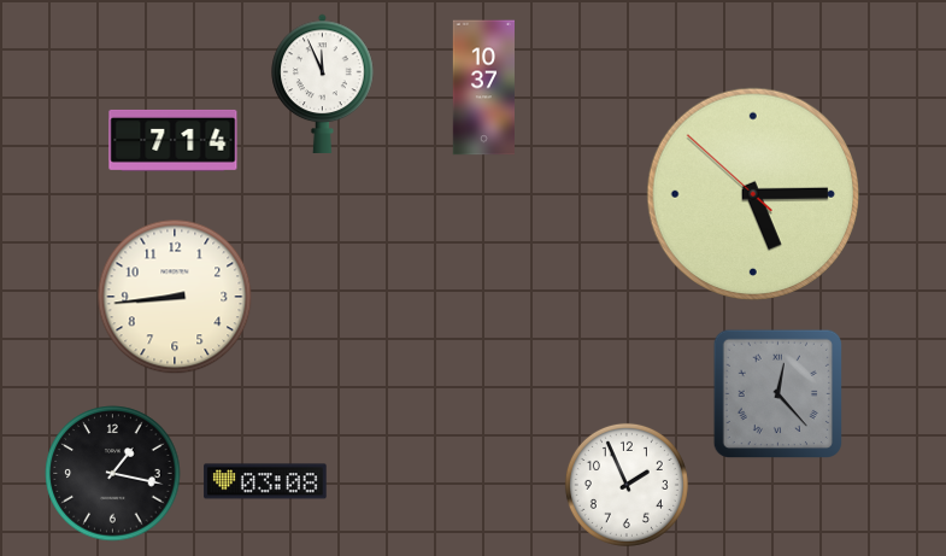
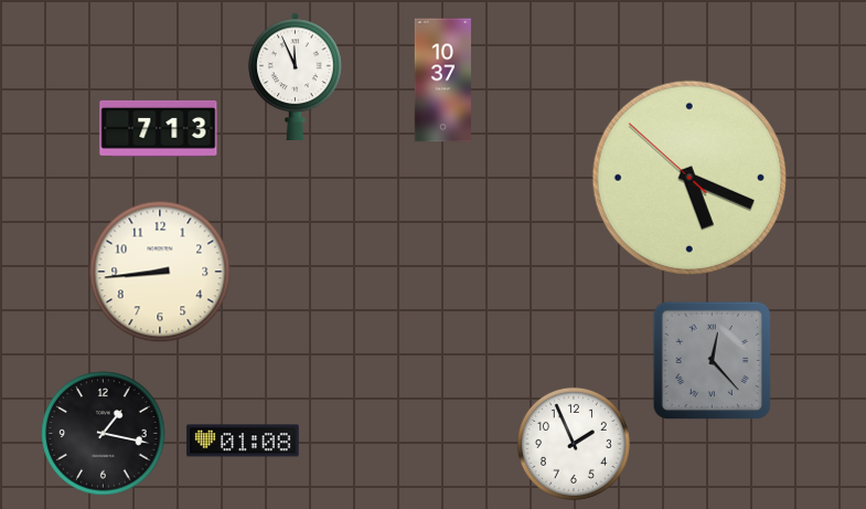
clock at (174, 140): 7:14 -> 7:13
clock at (752, 193): 5:14 -> 5:18
clock at (265, 481): 03:08 -> 01:08
